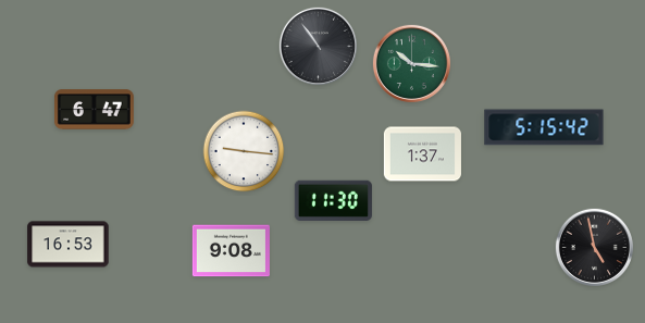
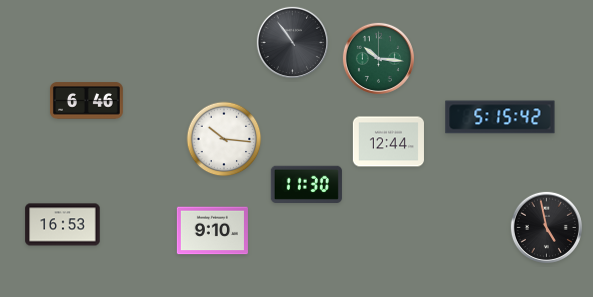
clock at (95, 110): 6:47 -> 6:46
clock at (244, 151): 9:16 -> 10:16
clock at (422, 154): 1:37 -> 12:44
clock at (231, 251): 9:08 -> 9:10
